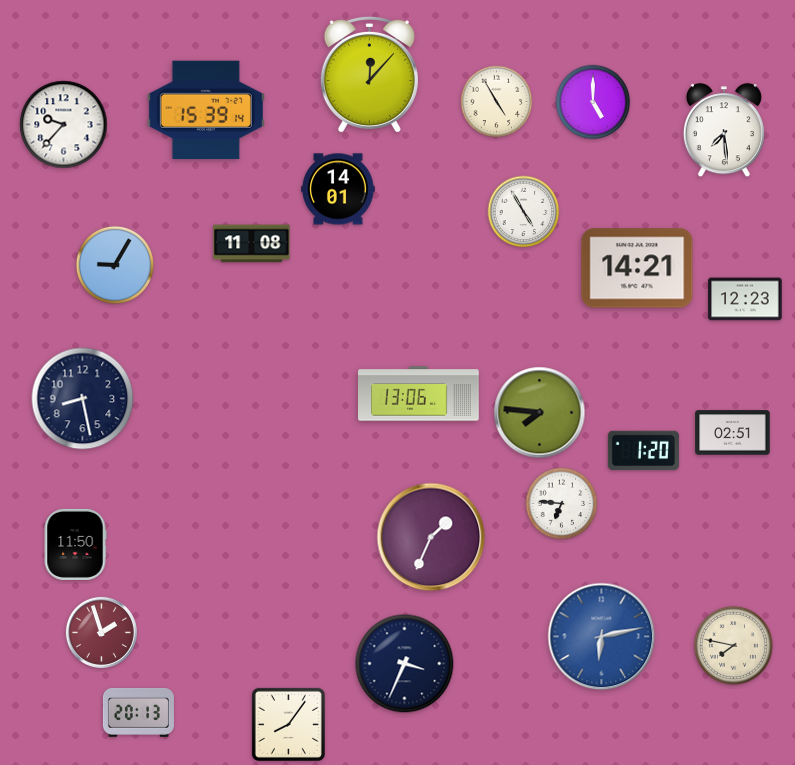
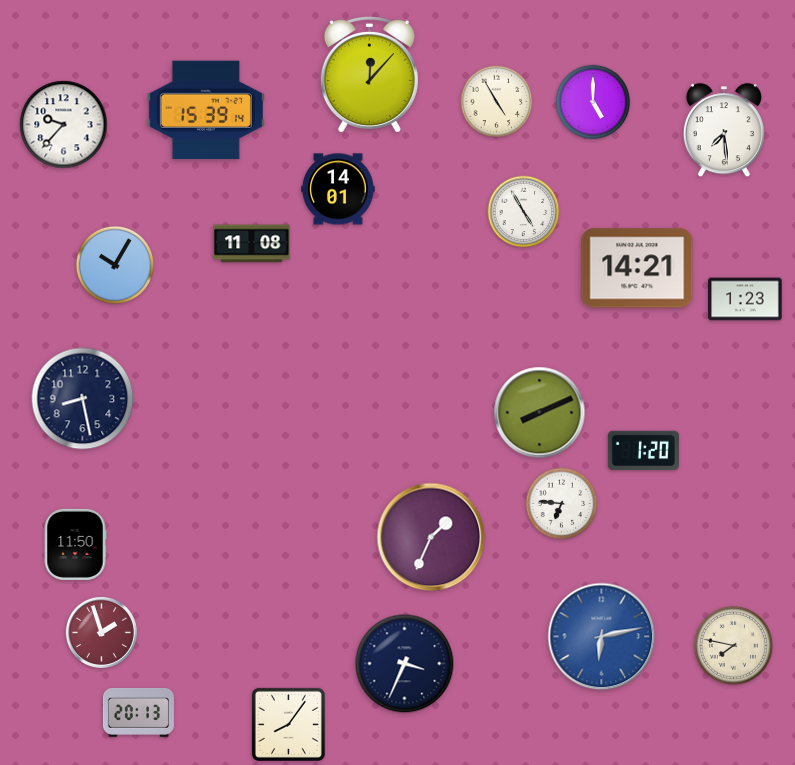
clock at (115, 265): 9:05 -> 10:05
clock at (745, 299): 12:23 -> 1:23
clock at (419, 394): 13:06 -> none
clock at (540, 413): 7:46 -> 8:11
clock at (733, 433): 02:51 -> none
